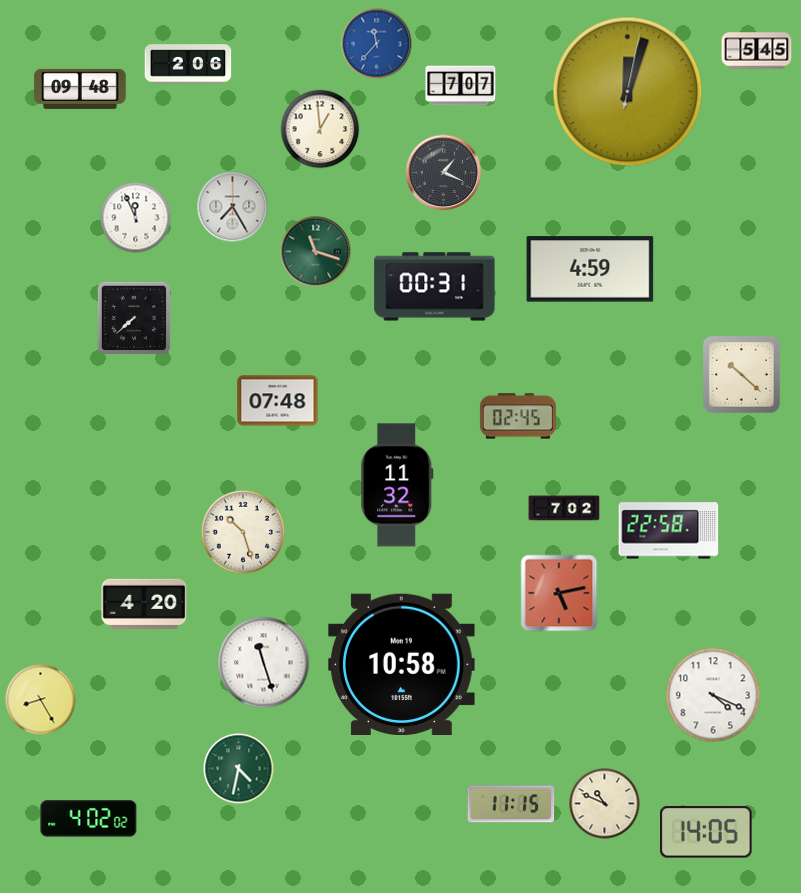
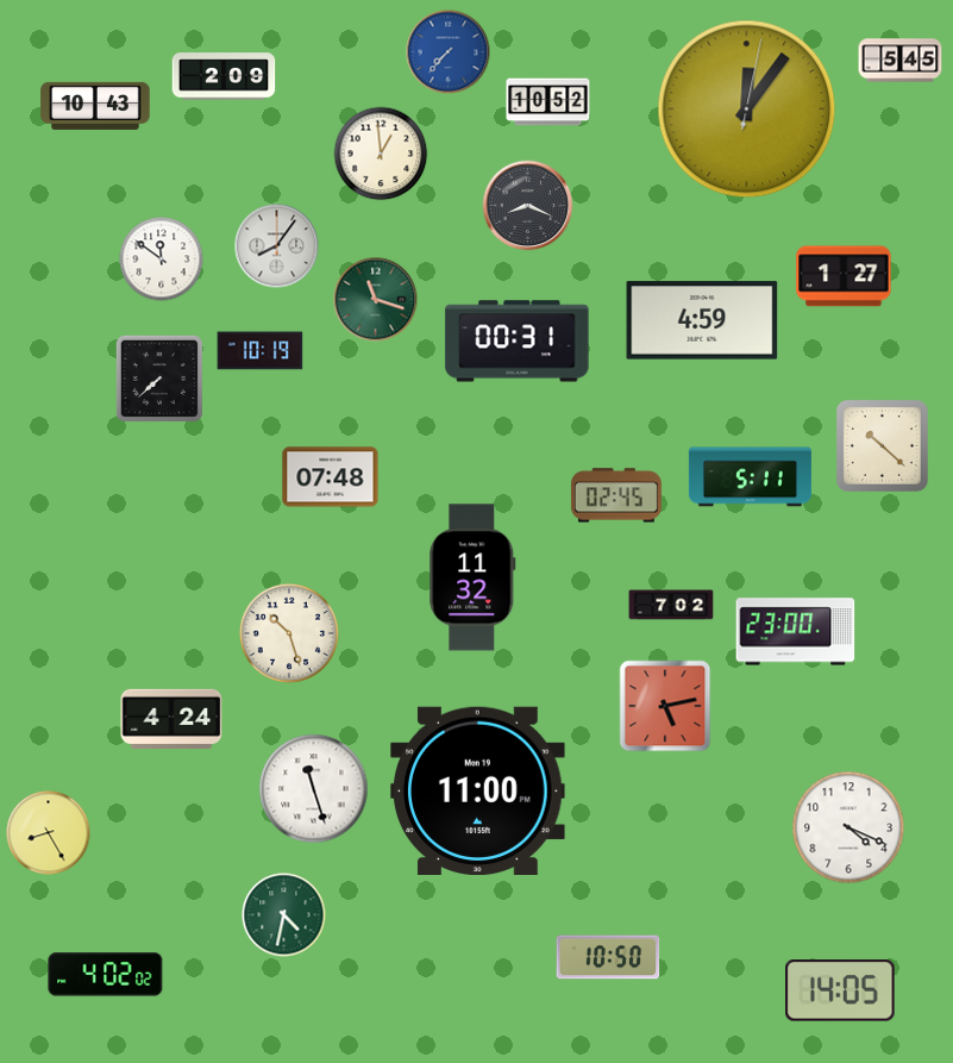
clock at (377, 44): 11:37 -> 7:37
clock at (188, 64): 2:06 -> 2:09
clock at (461, 86): 7:07 -> 10:52
clock at (80, 89): 09:48 -> 10:43
clock at (628, 92): 12:03 -> 12:06
clock at (444, 173): 1:19 -> 8:19
clock at (233, 207): 7:25 -> 8:06
clock at (136, 218): 11:56 -> 11:51
clock at (844, 276): none -> 1:27
clock at (261, 351): none -> 10:19
clock at (750, 477): none -> 5:11
clock at (669, 531): 22:58 -> 23:00
clock at (144, 604): 4:20 -> 4:24
clock at (402, 664): 10:58 -> 11:00
clock at (511, 804): 11:15 -> 10:50
clock at (605, 804): 10:49 -> none
